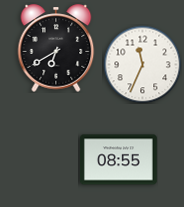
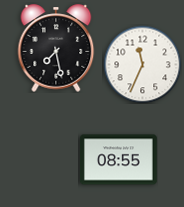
clock at (56, 48): 6:40 -> 7:28
